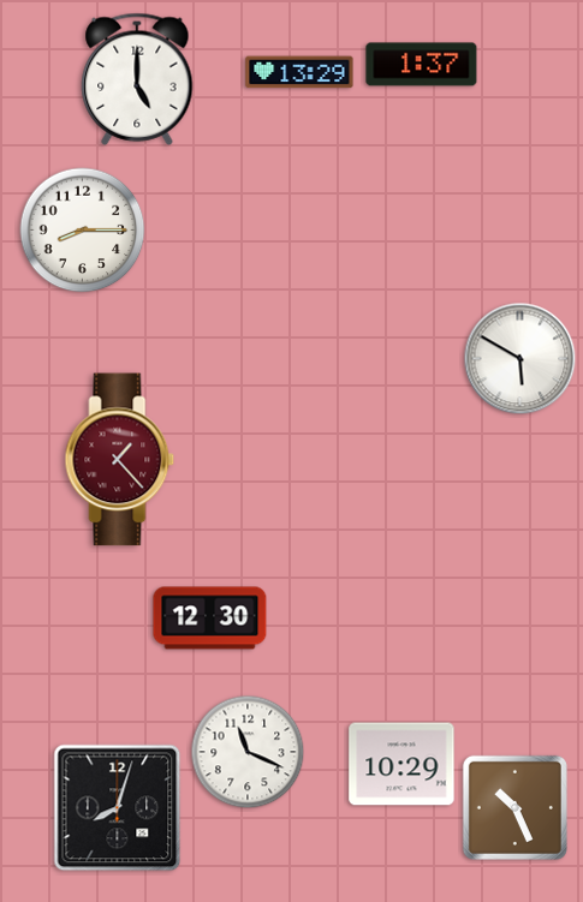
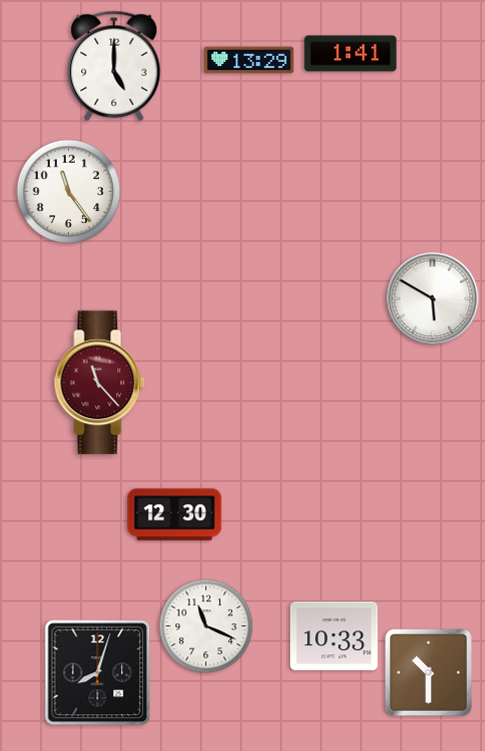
clock at (422, 65): 1:37 -> 1:41
clock at (83, 231): 8:15 -> 11:24
clock at (120, 460): 1:23 -> 11:23
clock at (401, 764): 10:29 -> 10:33
clock at (514, 807): 10:26 -> 10:30
